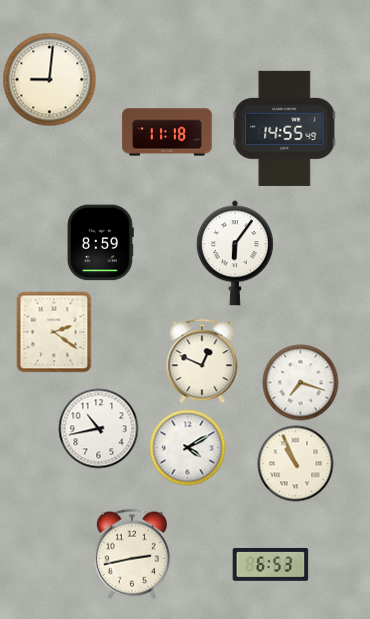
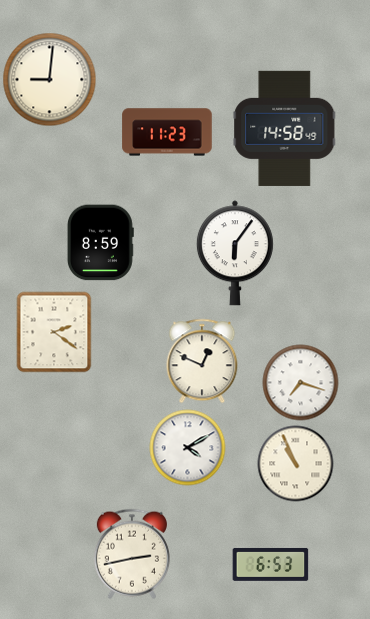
clock at (285, 128): 14:55 -> 14:58
clock at (167, 132): 11:18 -> 11:23
clock at (99, 429): 10:43 -> none
